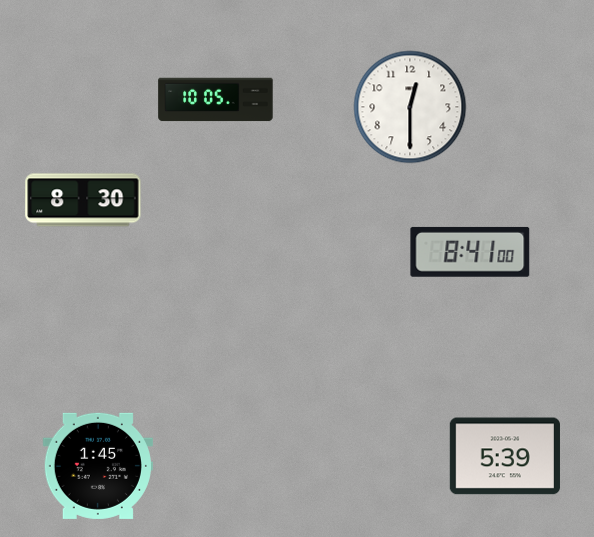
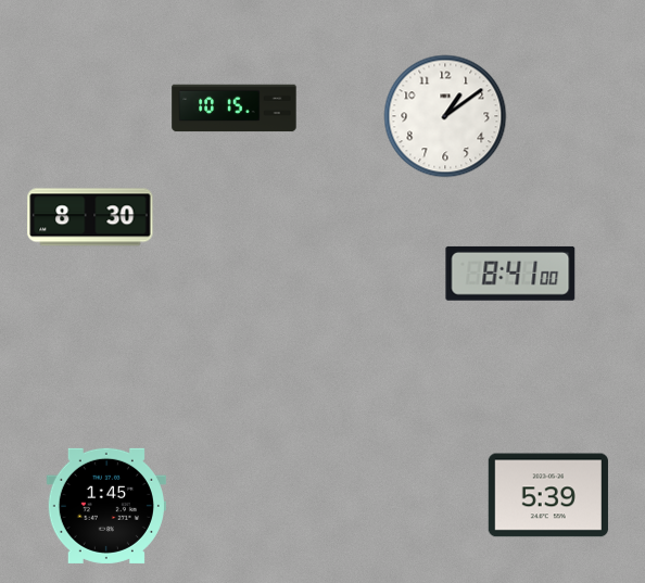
clock at (216, 100): 10:05 -> 10:15
clock at (410, 107): 12:30 -> 1:09
